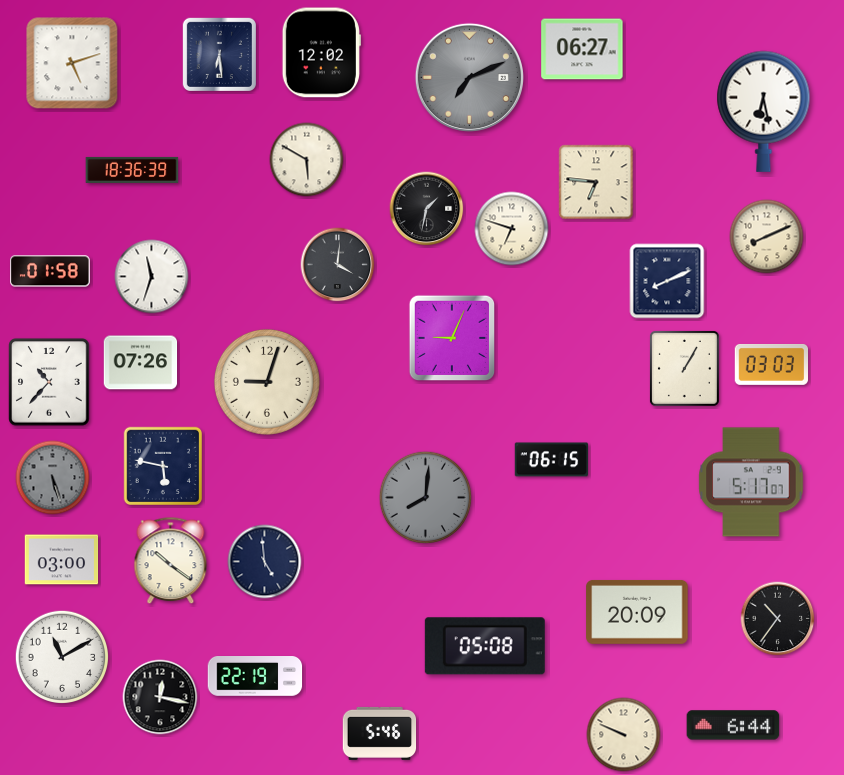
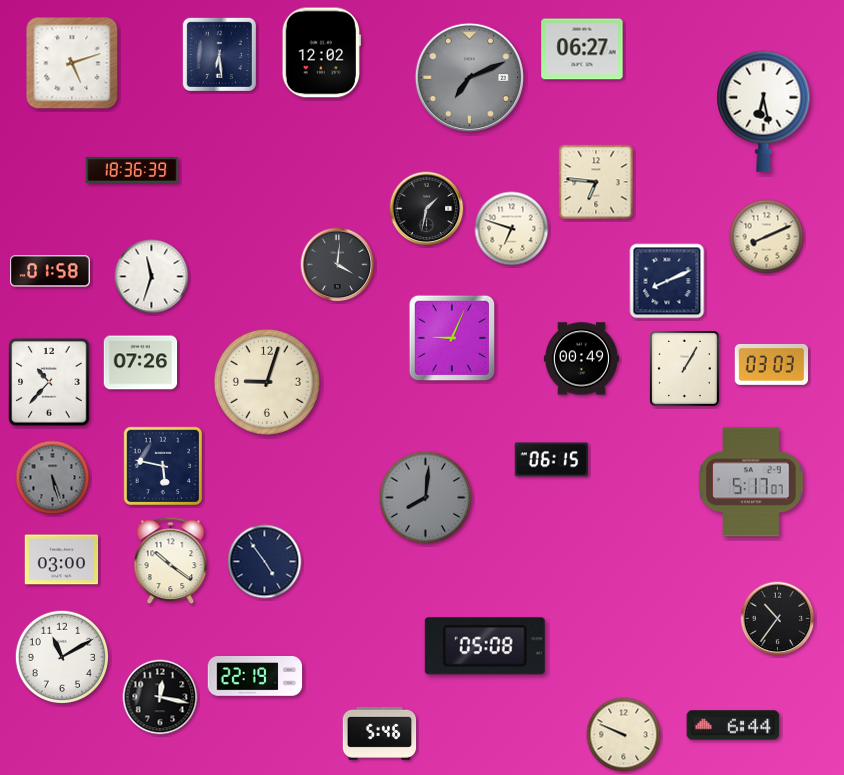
clock at (307, 160): 5:50 -> none
clock at (581, 359): none -> 00:49
clock at (265, 562): 4:59 -> 4:54
clock at (637, 612): 20:09 -> none
